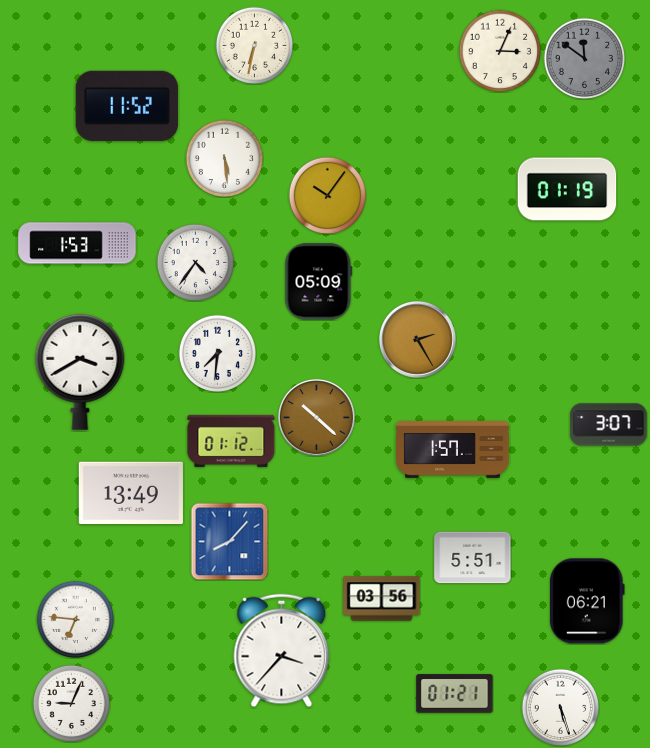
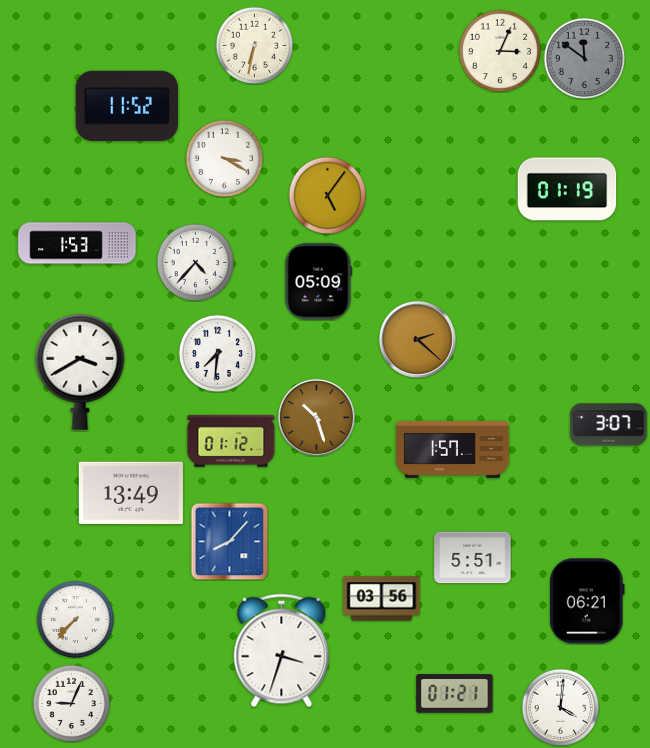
clock at (224, 158): 5:29 -> 3:20
clock at (327, 195): 10:06 -> 5:06
clock at (195, 262): 4:36 -> 4:37
clock at (417, 339): 2:25 -> 2:22
clock at (316, 417): 10:22 -> 10:27
clock at (75, 619): 6:46 -> 7:37
clock at (282, 651): 3:37 -> 3:33
clock at (560, 707): 5:27 -> 4:01
